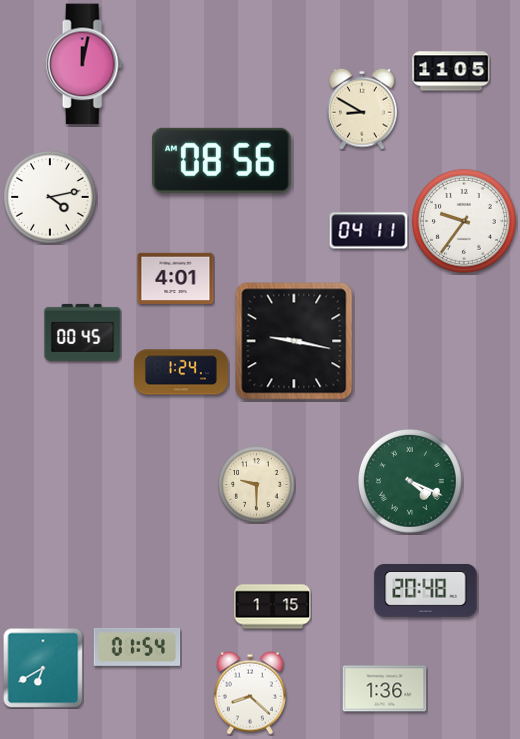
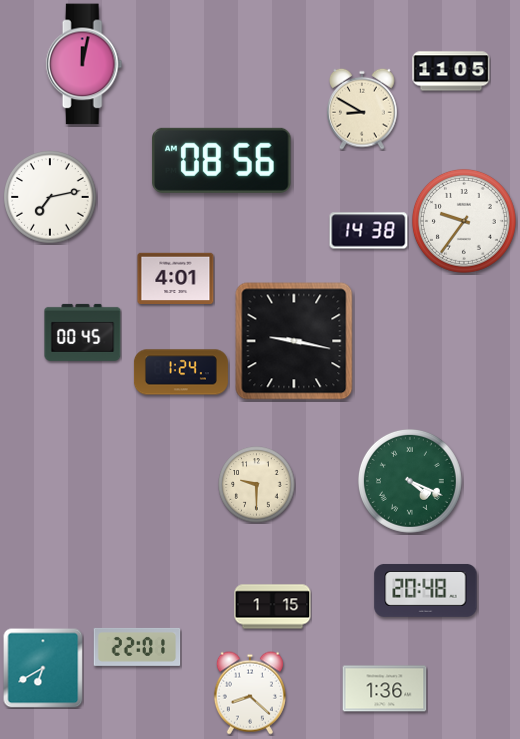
clock at (51, 198): 4:13 -> 7:13
clock at (369, 231): 04:11 -> 14:38
clock at (137, 647): 01:54 -> 22:01
